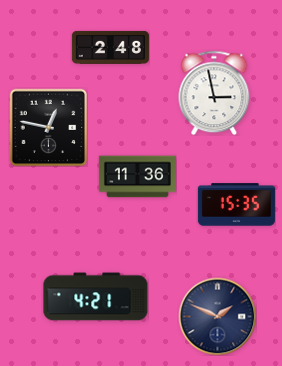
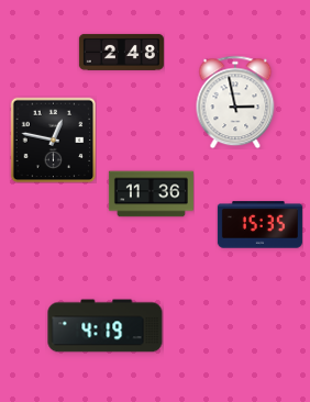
clock at (96, 297): 4:21 -> 4:19
clock at (217, 316): 1:49 -> none
